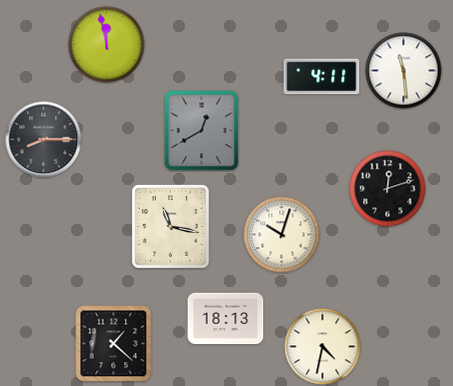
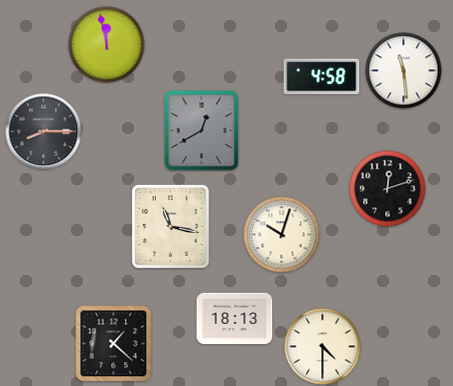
clock at (322, 77): 4:11 -> 4:58
clock at (44, 140) position: (44, 140) -> (44, 132)
clock at (226, 319) position: (226, 319) -> (235, 319)
clock at (323, 347): 4:32 -> 4:30
